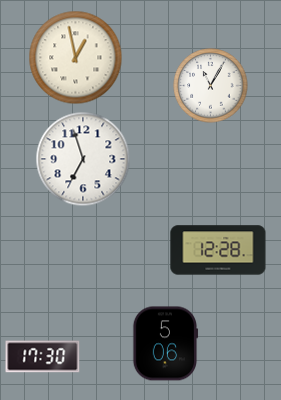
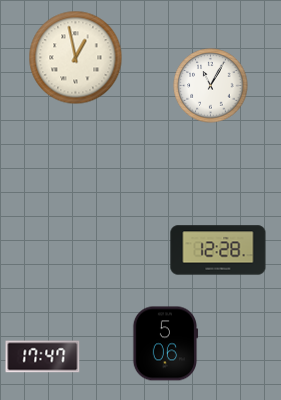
clock at (83, 159): 6:57 -> none
clock at (43, 357): 17:30 -> 17:47
